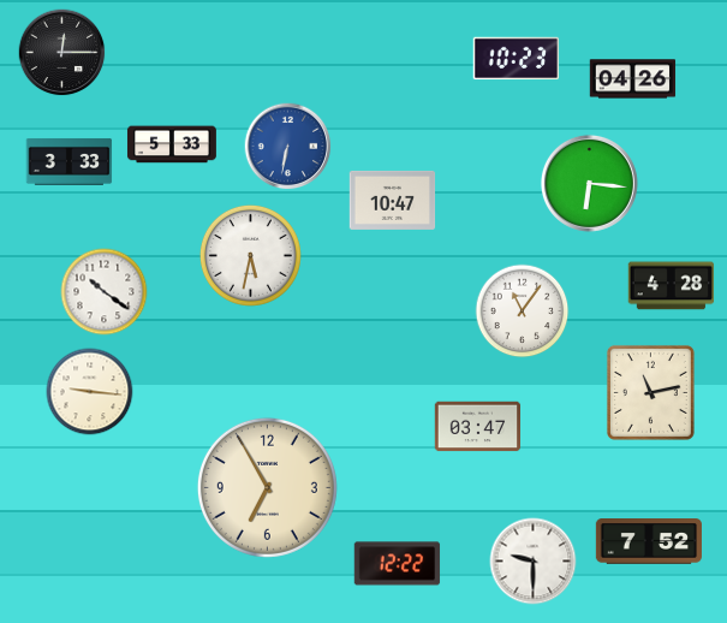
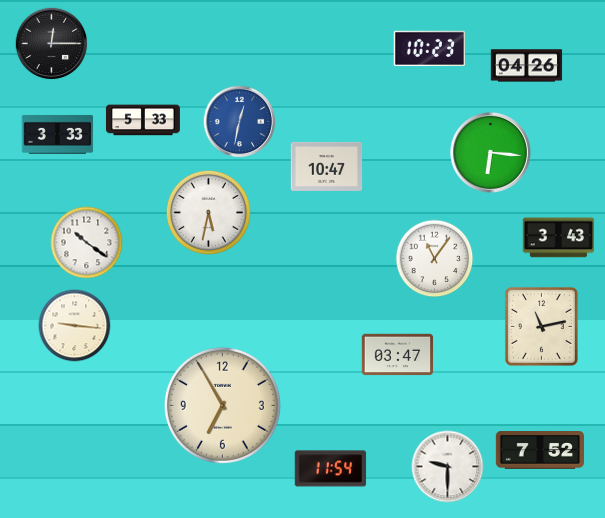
clock at (288, 147): 6:32 -> 12:32
clock at (672, 286): 4:28 -> 3:43
clock at (534, 562) position: (534, 562) -> (448, 467)
clock at (398, 564): 12:22 -> 11:54
